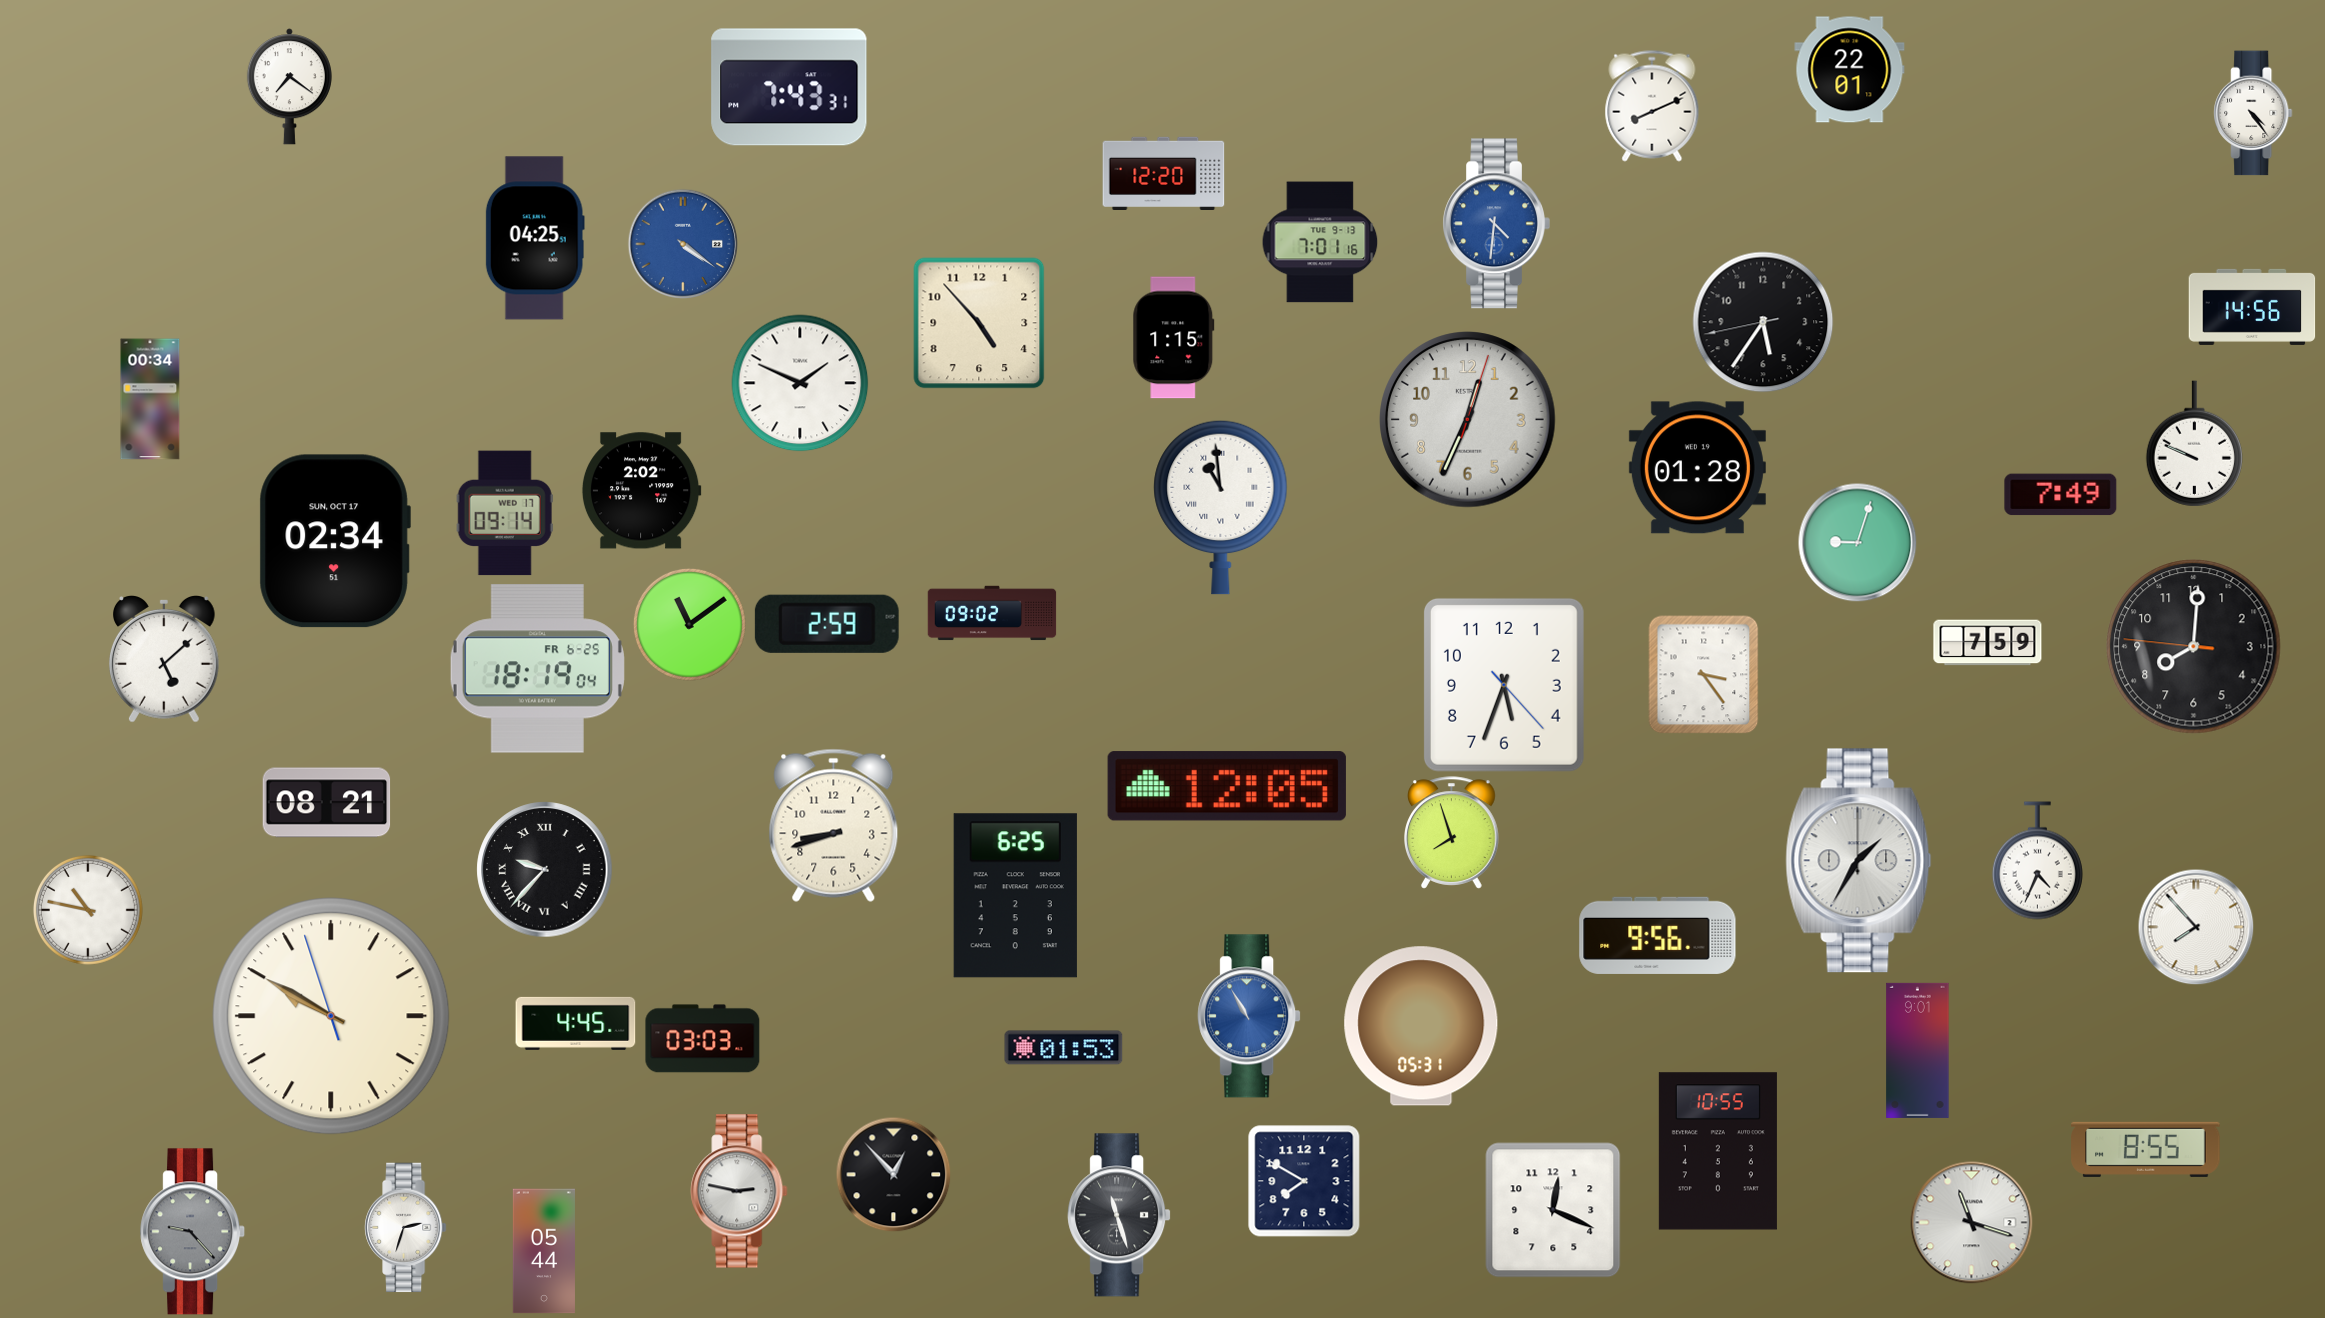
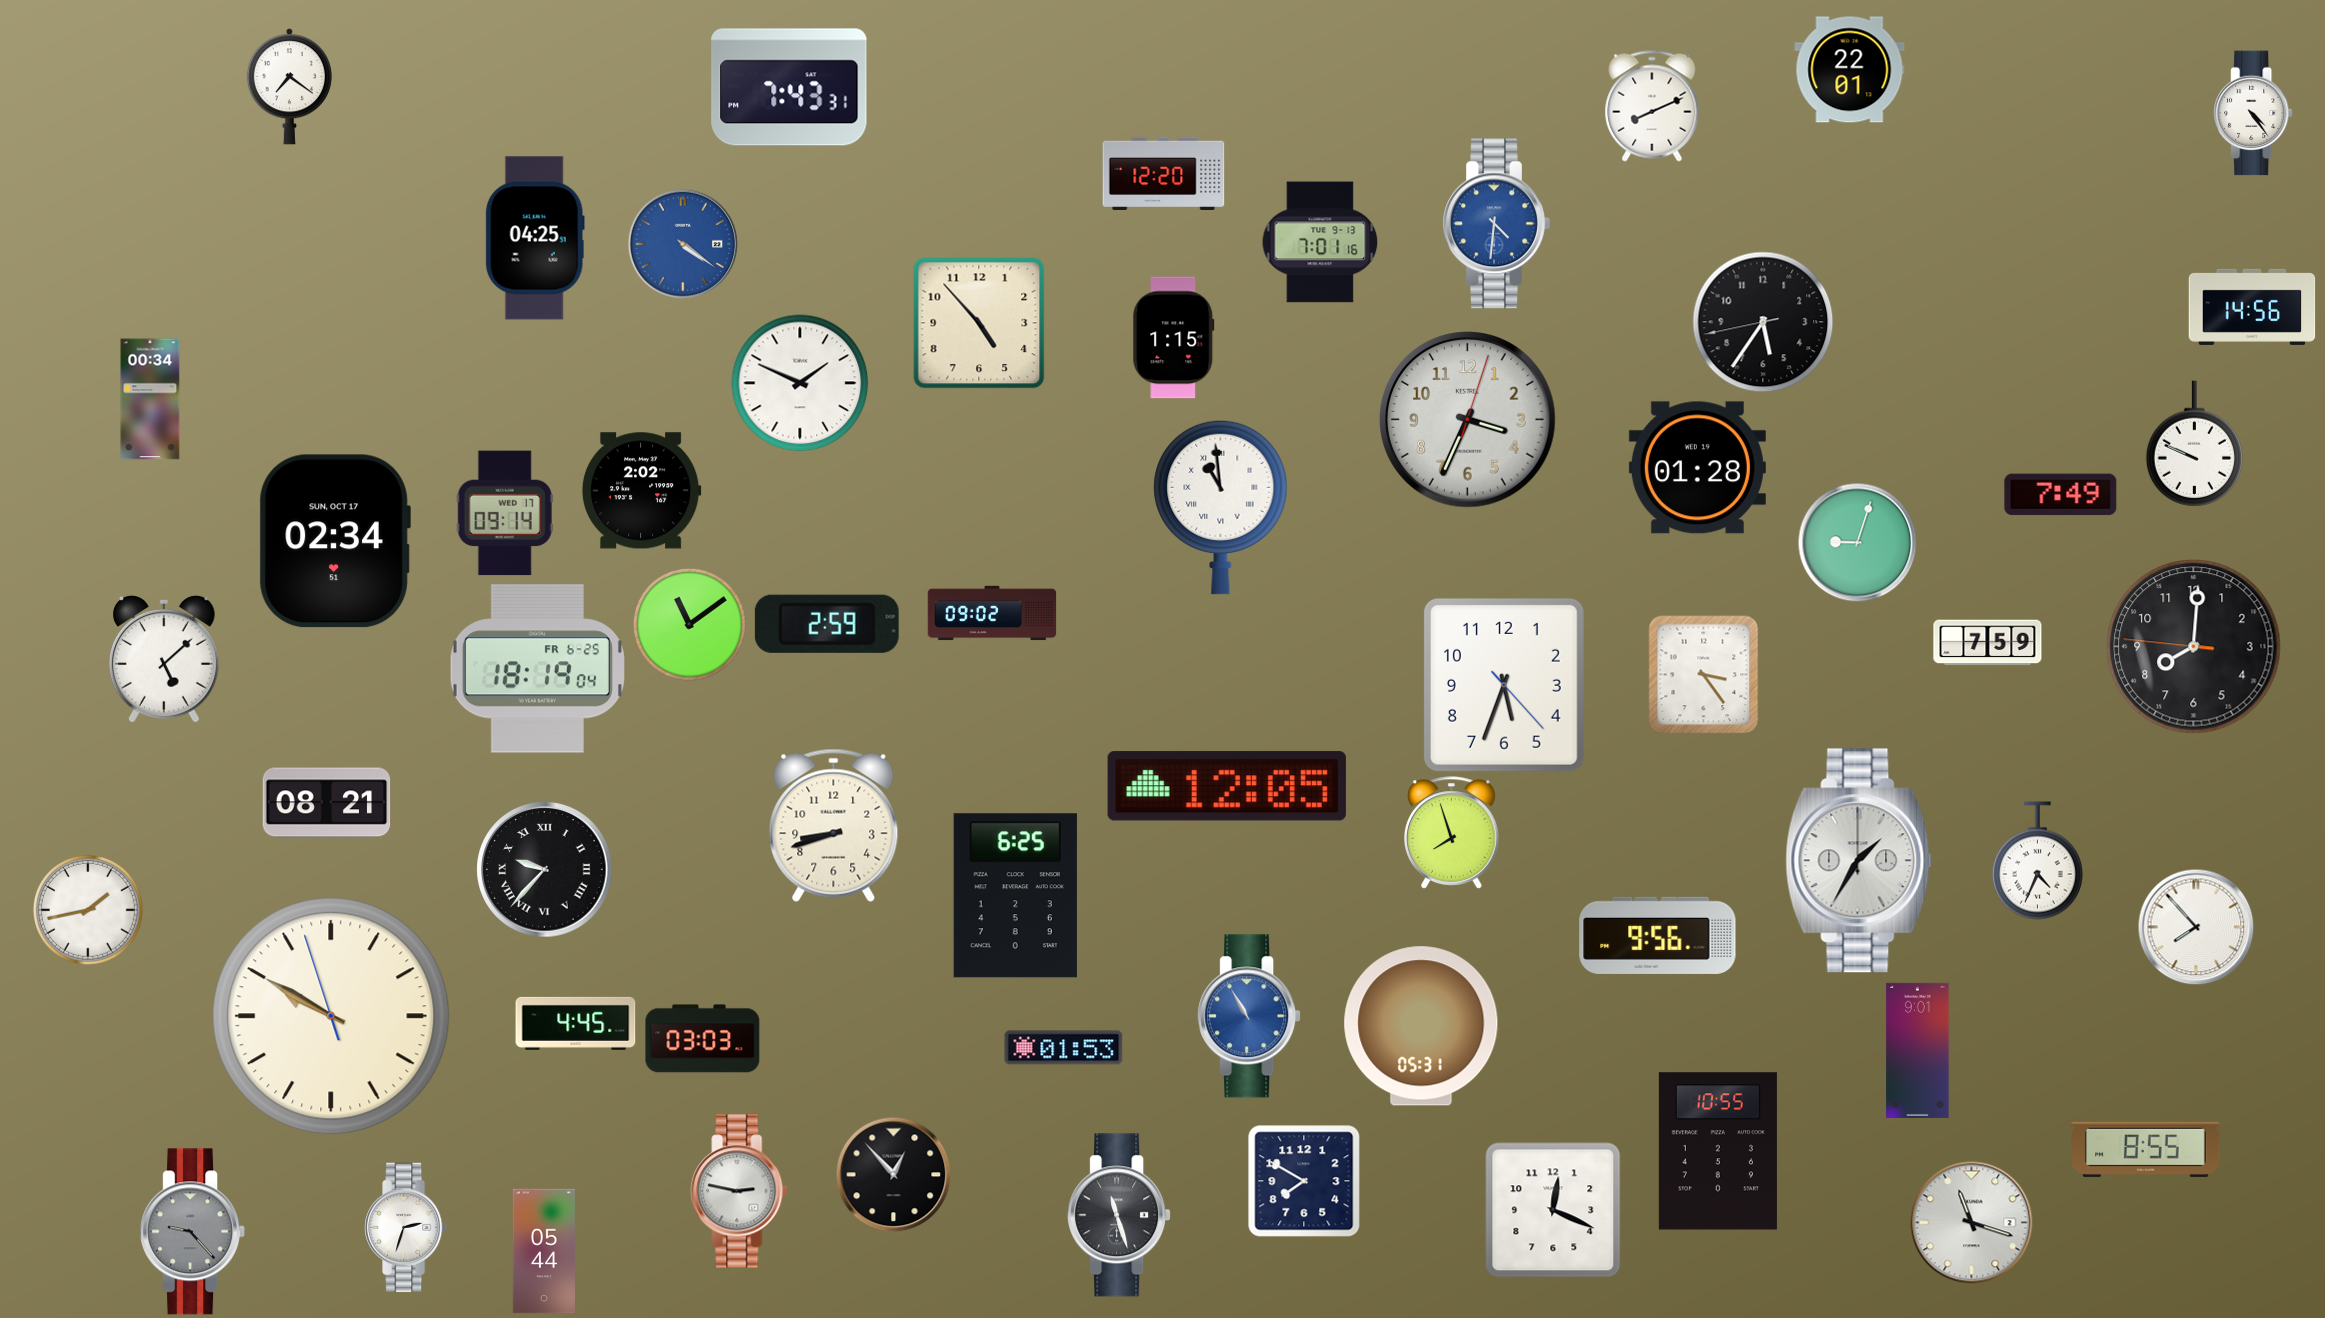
clock at (1468, 420): 12:34 -> 3:34
clock at (88, 910): 10:47 -> 1:43
